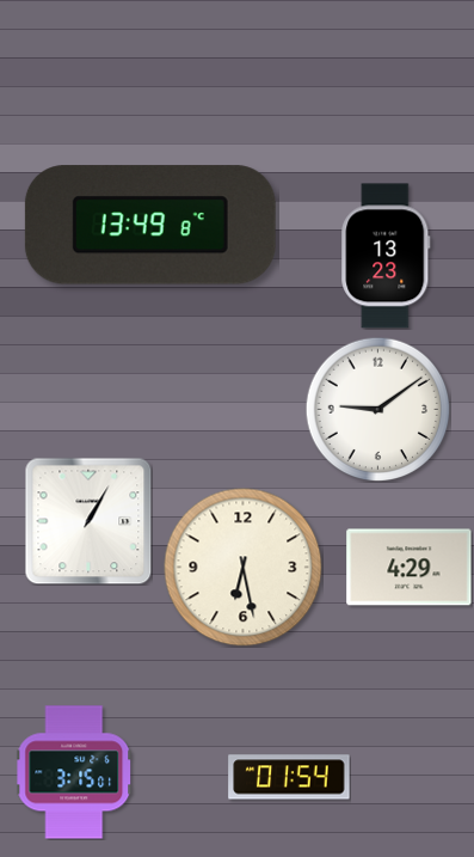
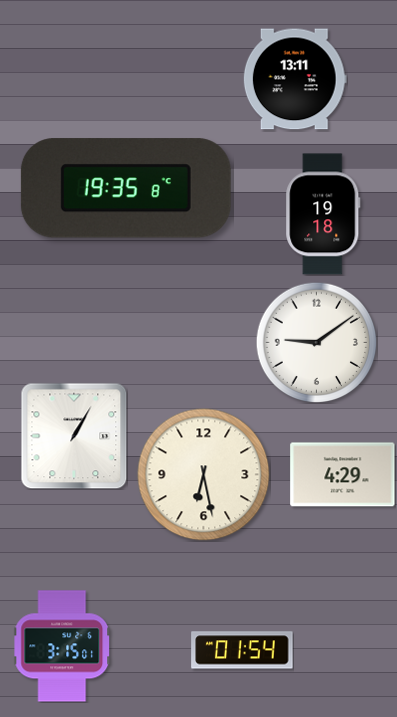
clock at (295, 79): none -> 13:11
clock at (150, 225): 13:49 -> 19:35
clock at (386, 256): 13:23 -> 19:18
